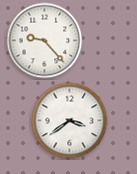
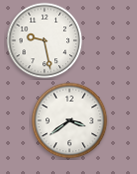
clock at (45, 41): 9:23 -> 9:28
